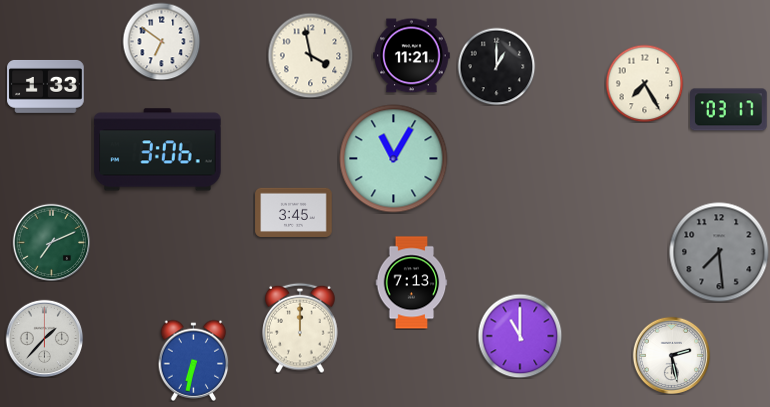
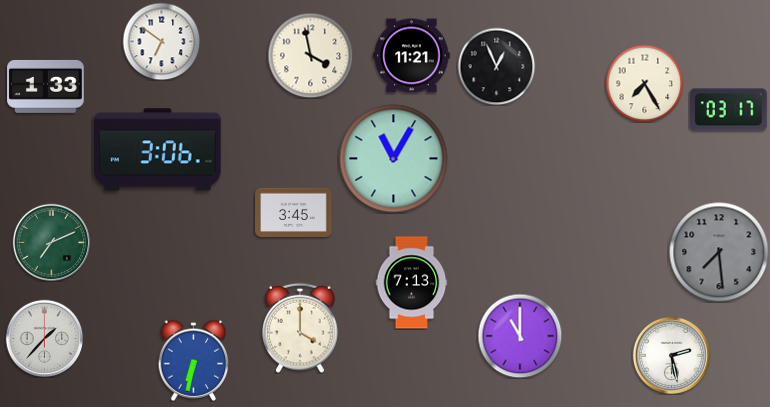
clock at (496, 66): 1:00 -> 12:56
clock at (300, 328): 12:00 -> 4:00
